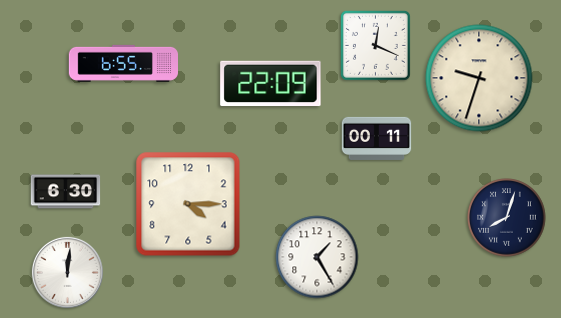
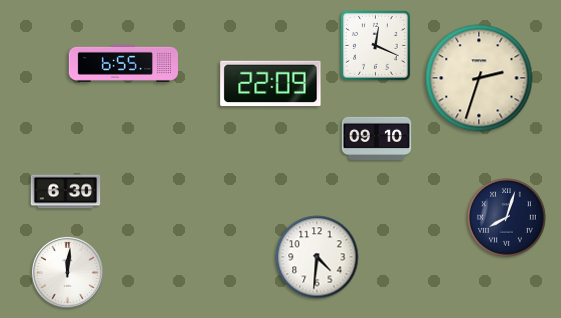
clock at (479, 78): 9:33 -> 2:33
clock at (377, 138): 00:11 -> 09:10
clock at (188, 204): 4:15 -> none
clock at (317, 257): 1:25 -> 4:31
